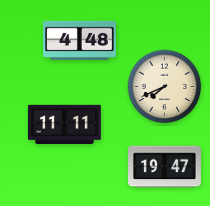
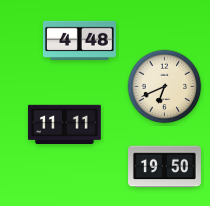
clock at (165, 87): 7:41 -> 6:41
clock at (165, 167): 19:47 -> 19:50
